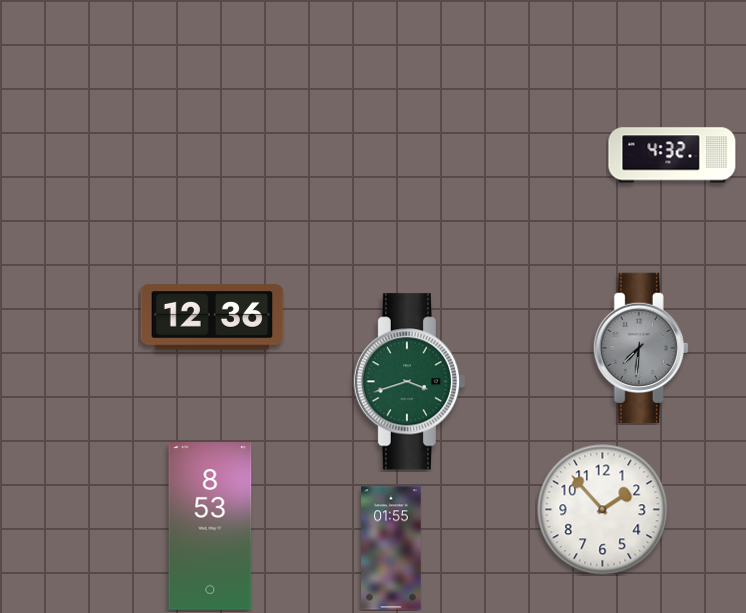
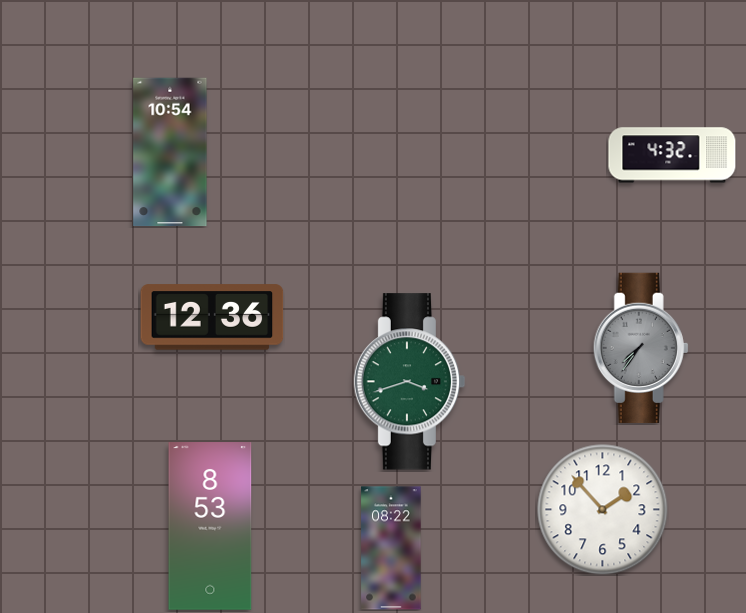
clock at (170, 152): none -> 10:54
clock at (641, 348): 7:31 -> 7:36
clock at (391, 548): 01:55 -> 08:22
